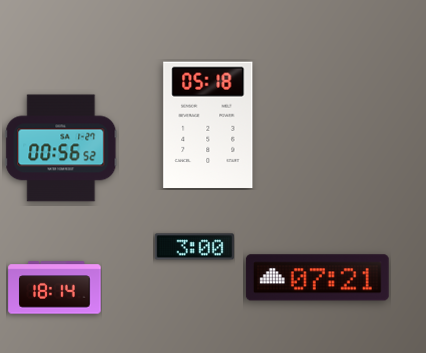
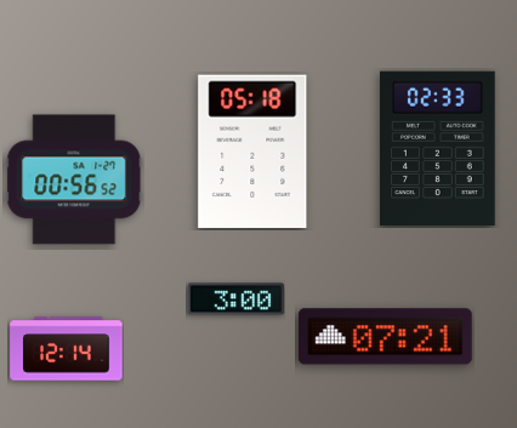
clock at (438, 149): none -> 02:33
clock at (55, 288): 18:14 -> 12:14
